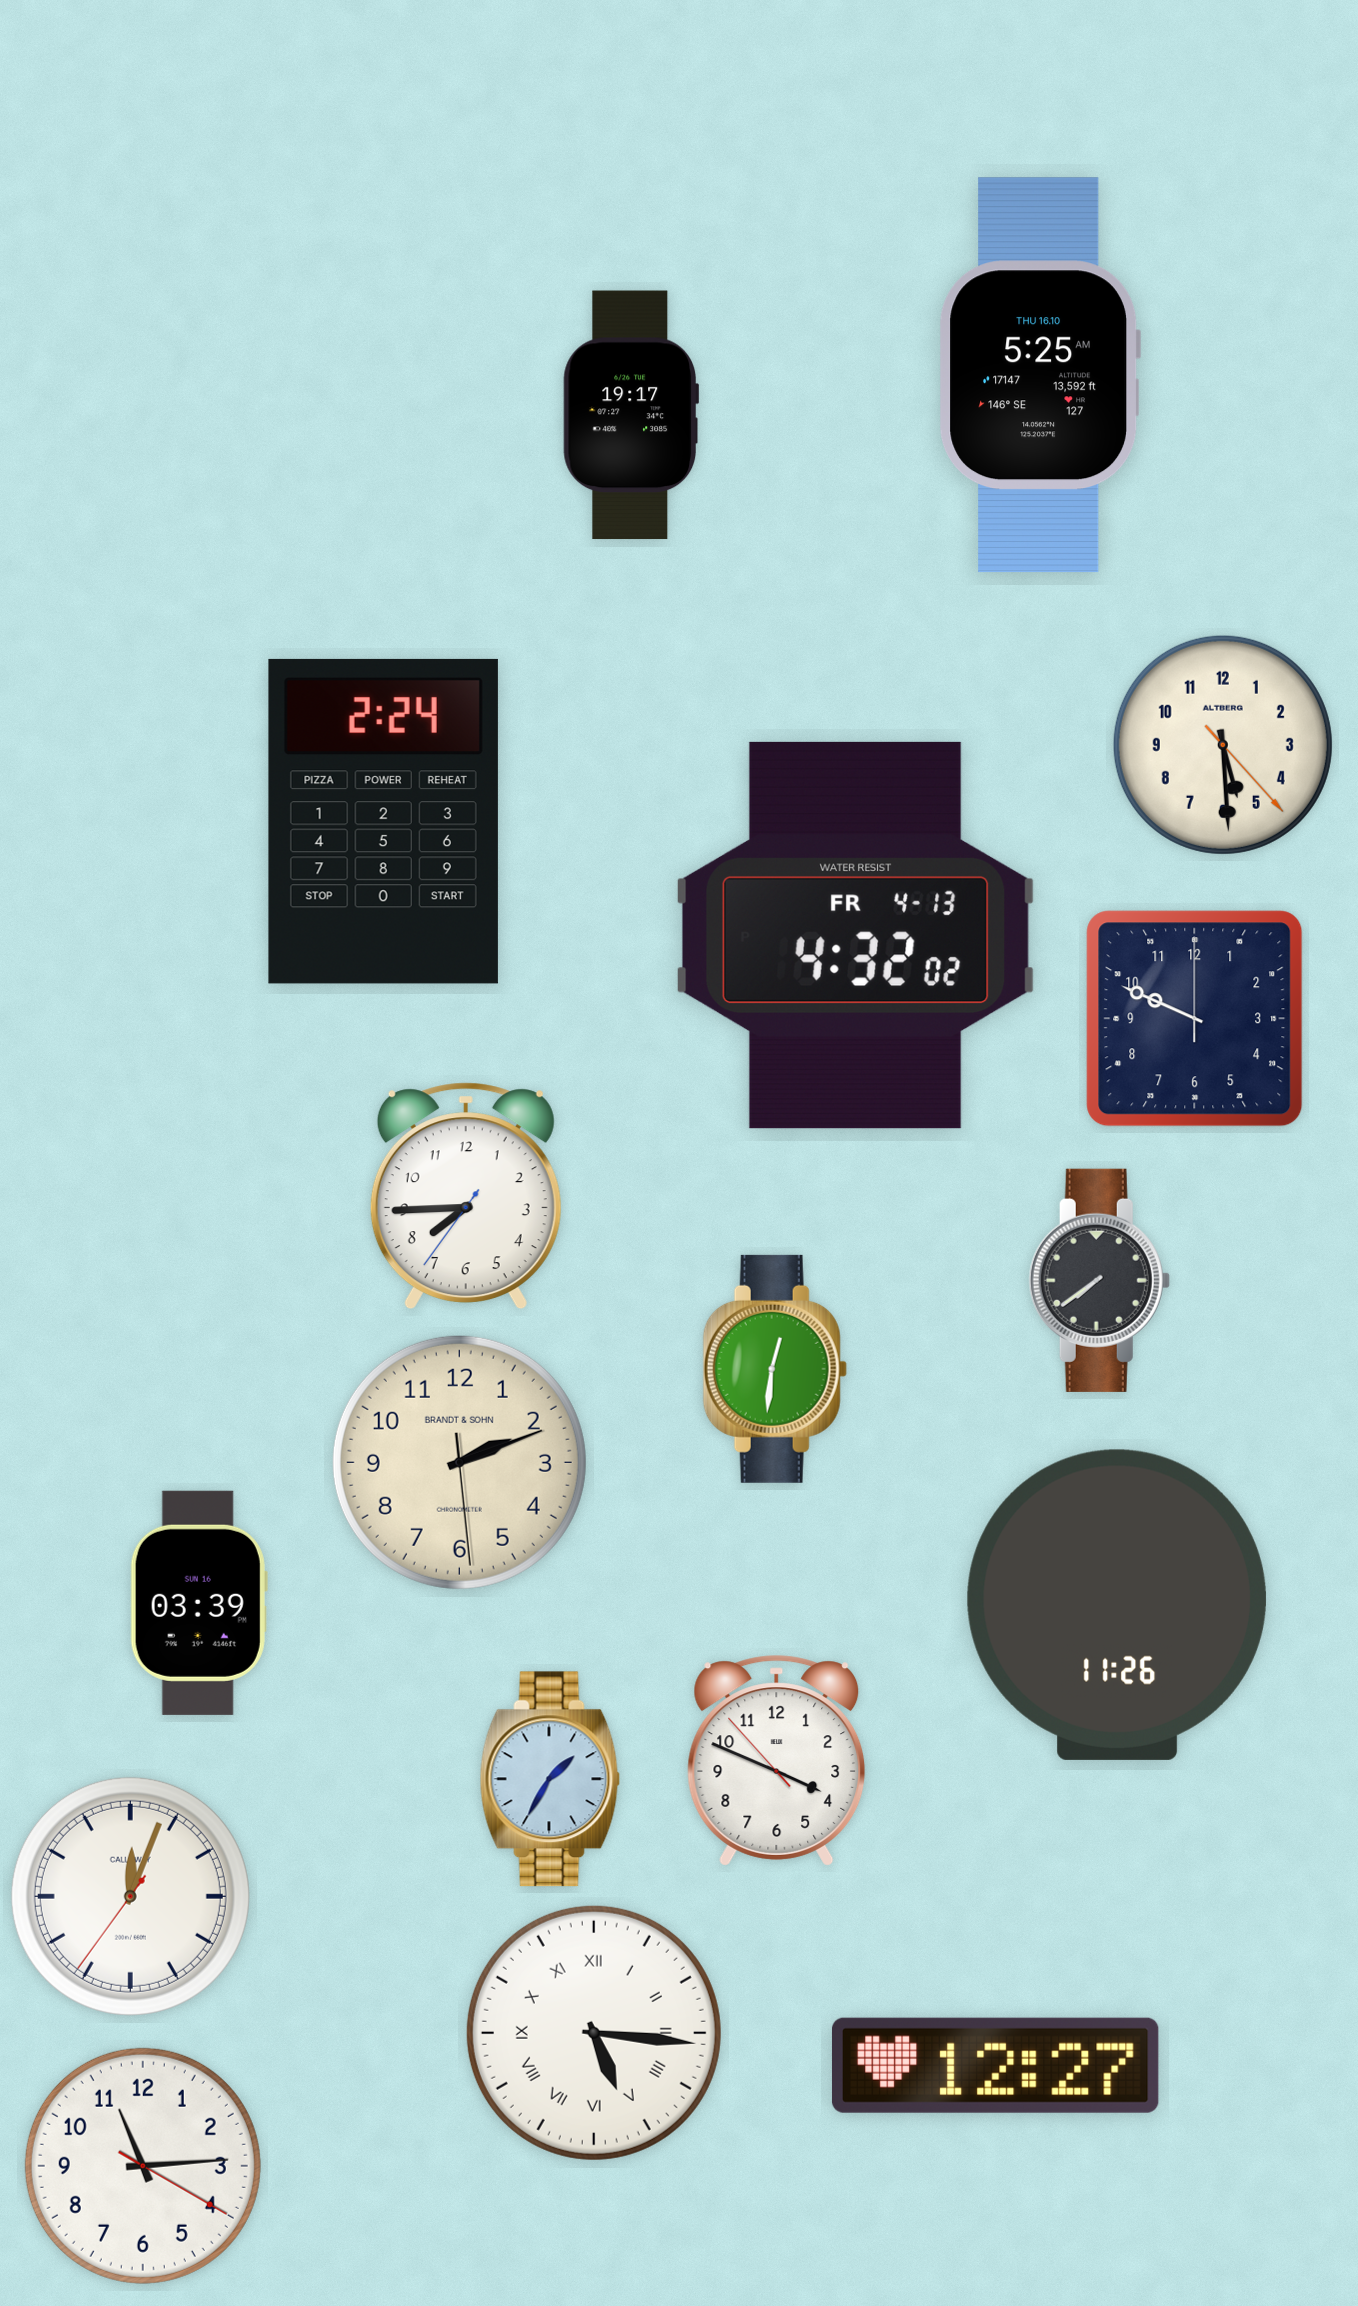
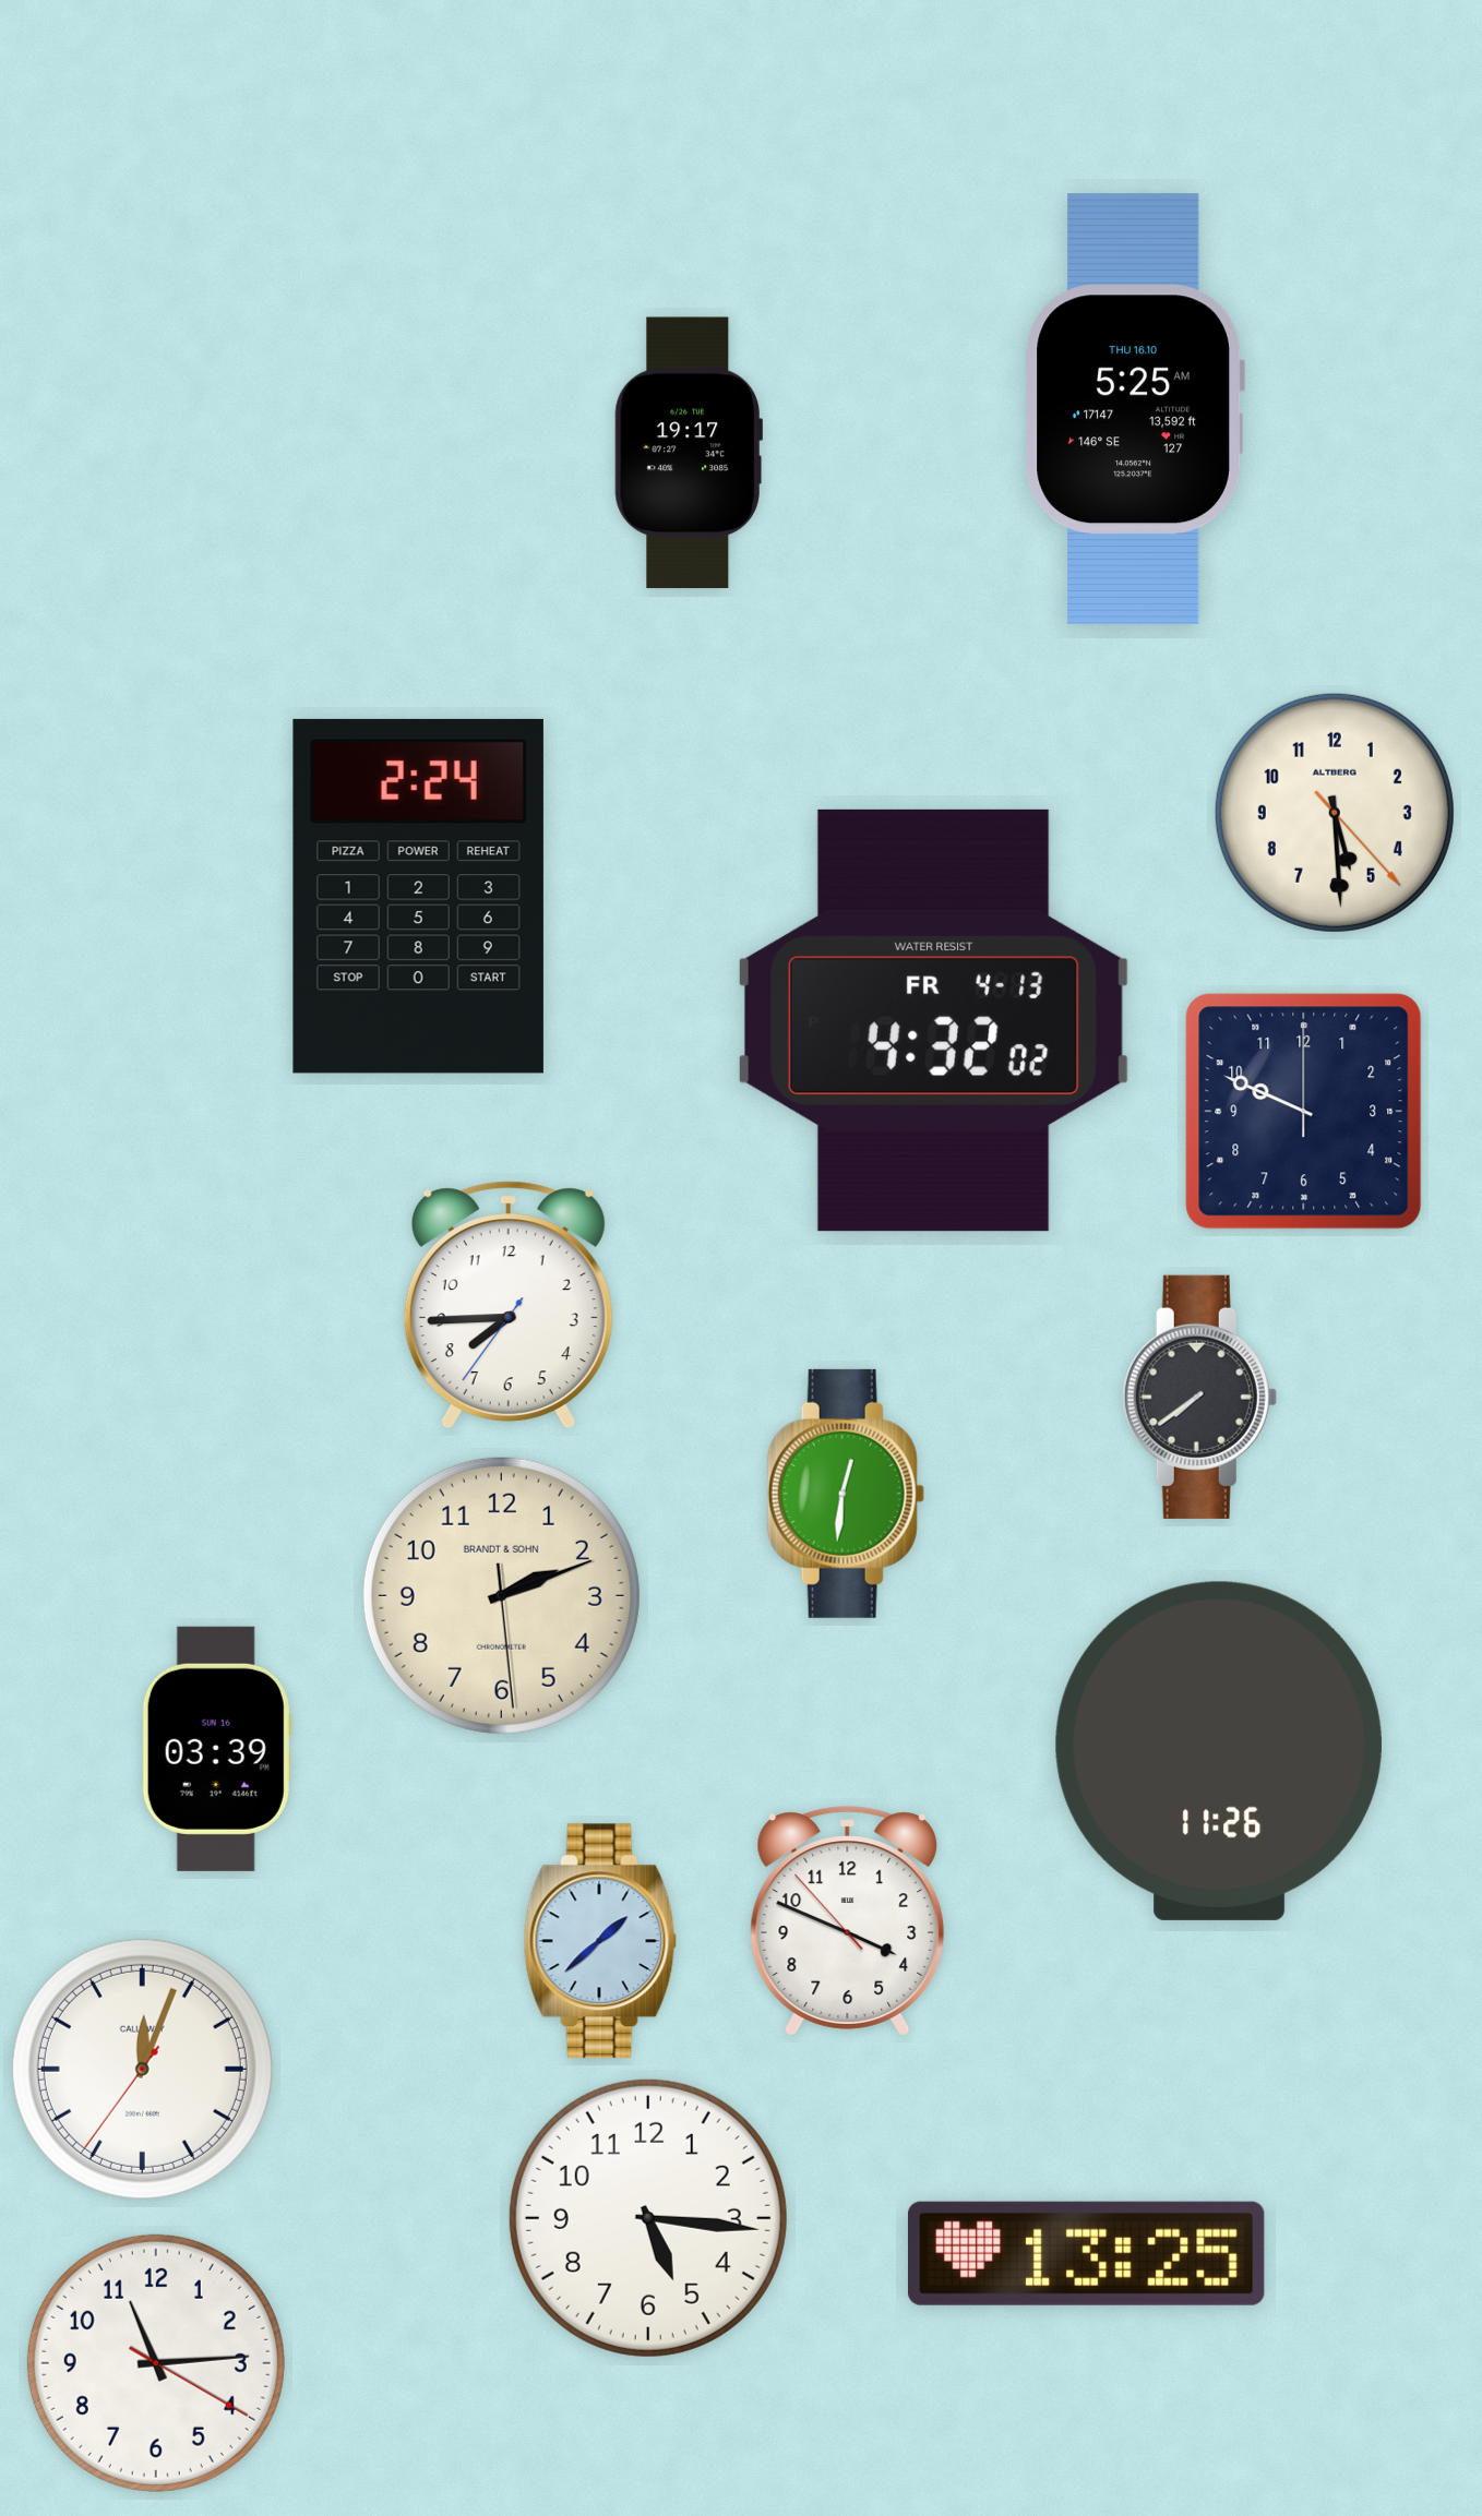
clock at (550, 1779): 1:35 -> 1:38
clock at (594, 2033) numerals: Roman -> Arabic
clock at (995, 2065): 12:27 -> 13:25
